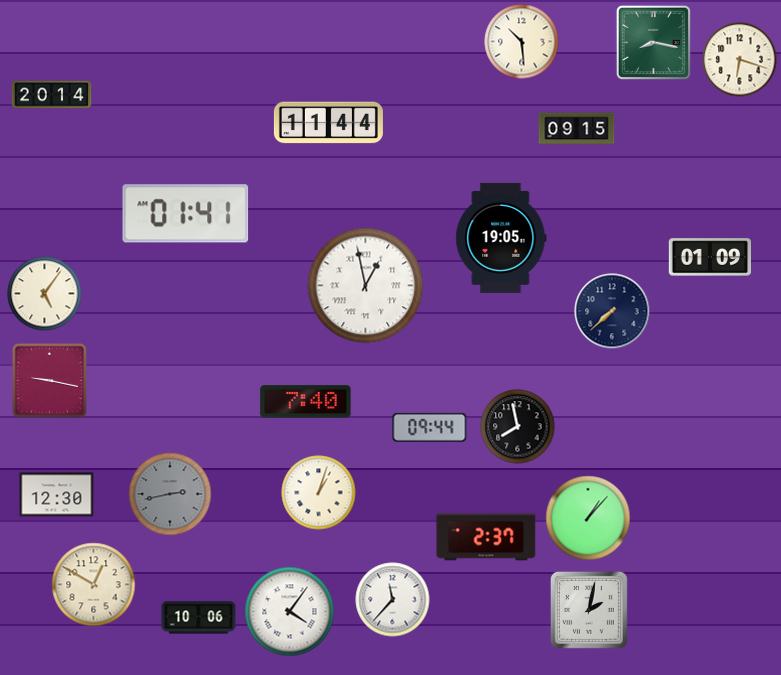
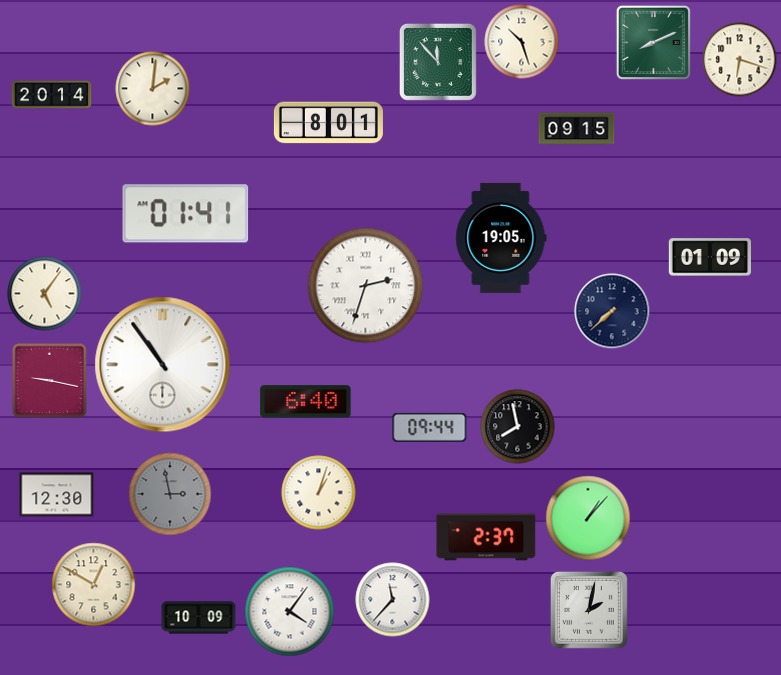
clock at (522, 42): 10:29 -> 10:27
clock at (653, 42): 8:17 -> 8:11
clock at (438, 62): none -> 11:53
clock at (153, 89): none -> 2:01
clock at (328, 123): 11:44 -> 8:01
clock at (366, 286): 12:58 -> 2:33
clock at (163, 365): none -> 10:54
clock at (306, 402): 7:40 -> 6:40
clock at (170, 494): 2:43 -> 2:58
clock at (199, 618): 10:06 -> 10:09
